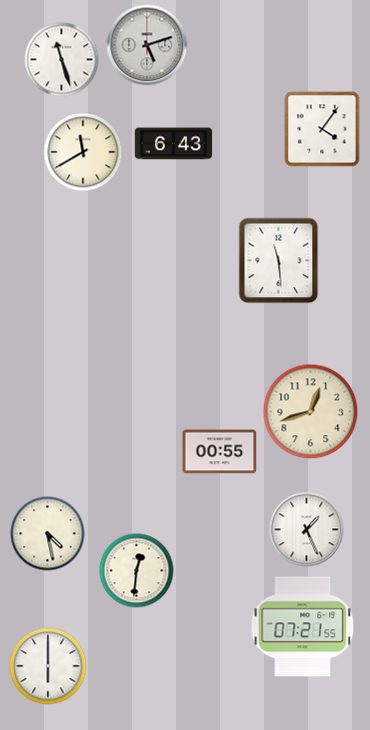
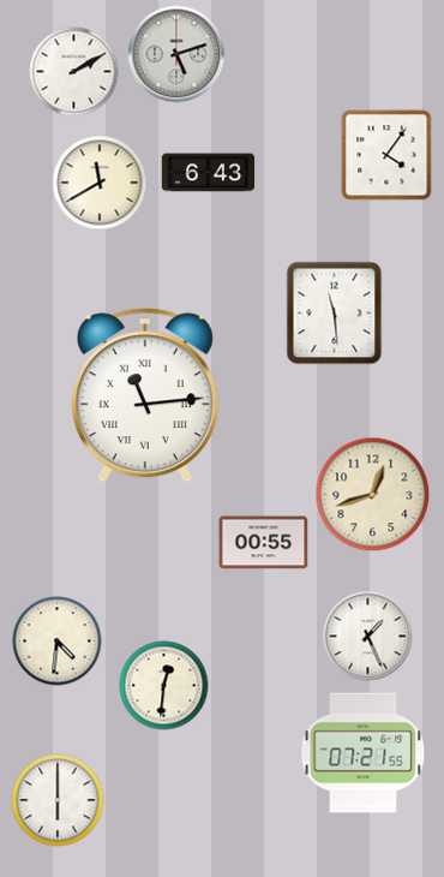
clock at (62, 60): 11:27 -> 2:10
clock at (145, 395): none -> 11:14
clock at (48, 534): 4:28 -> 4:31
